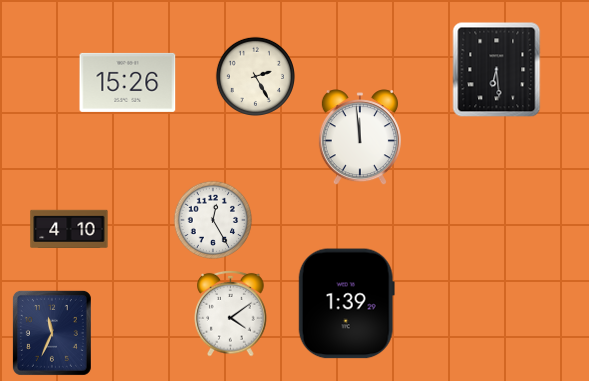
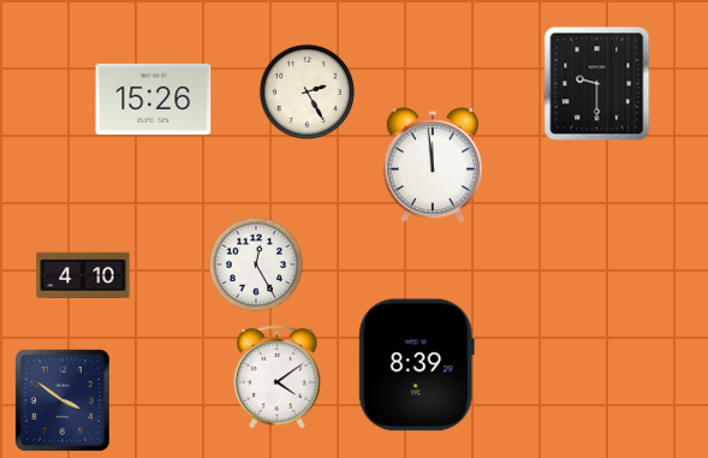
clock at (497, 70): 6:29 -> 9:30
clock at (346, 304): 1:39 -> 8:39
clock at (52, 333): 11:34 -> 3:51
